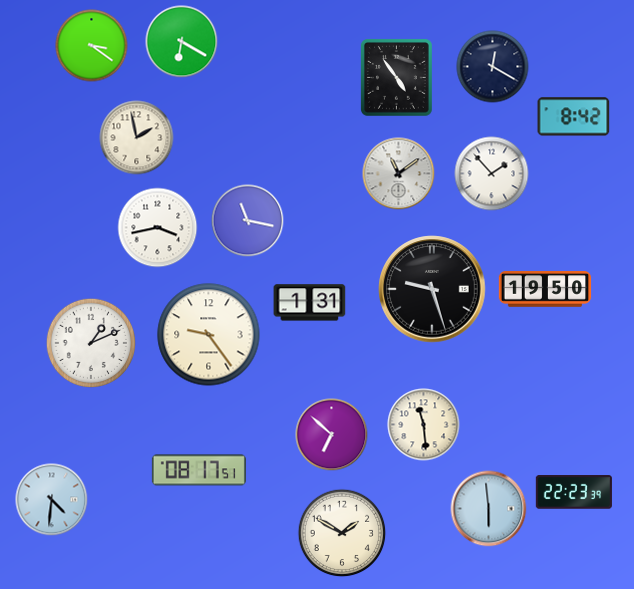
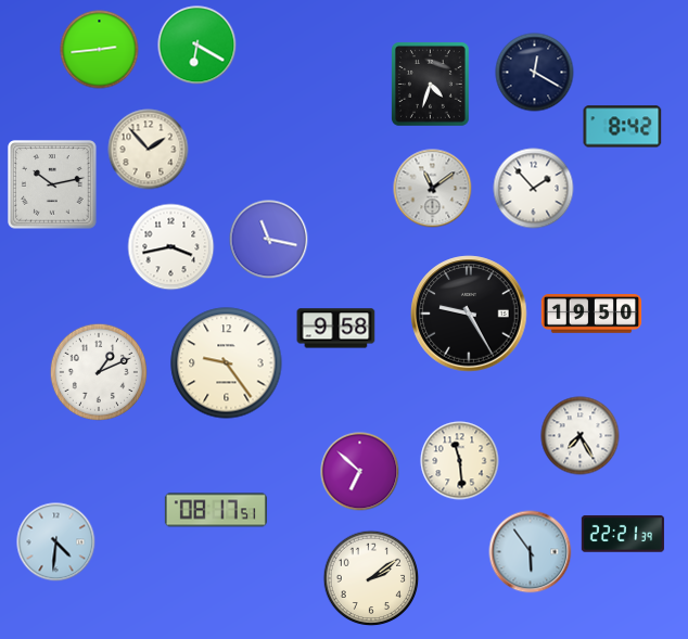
clock at (92, 46): 3:21 -> 2:44
clock at (397, 78): 4:54 -> 4:33
clock at (137, 138): 1:58 -> 1:53
clock at (52, 184): none -> 10:13
clock at (432, 289): 9:27 -> 9:25
clock at (310, 303): 1:31 -> 9:58
clock at (581, 436): none -> 7:25
clock at (574, 492): 22:23 -> 22:21
clock at (489, 509): 5:59 -> 5:54
clock at (342, 533): 1:50 -> 2:09
